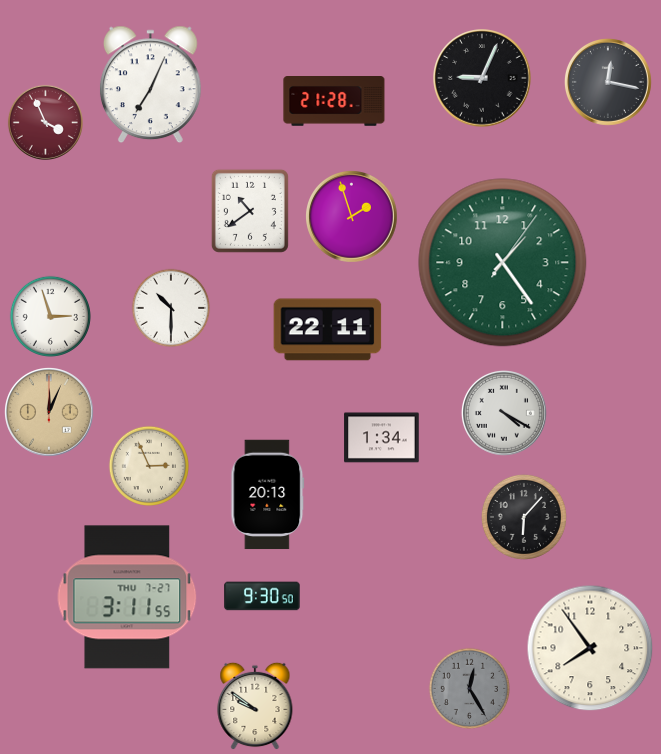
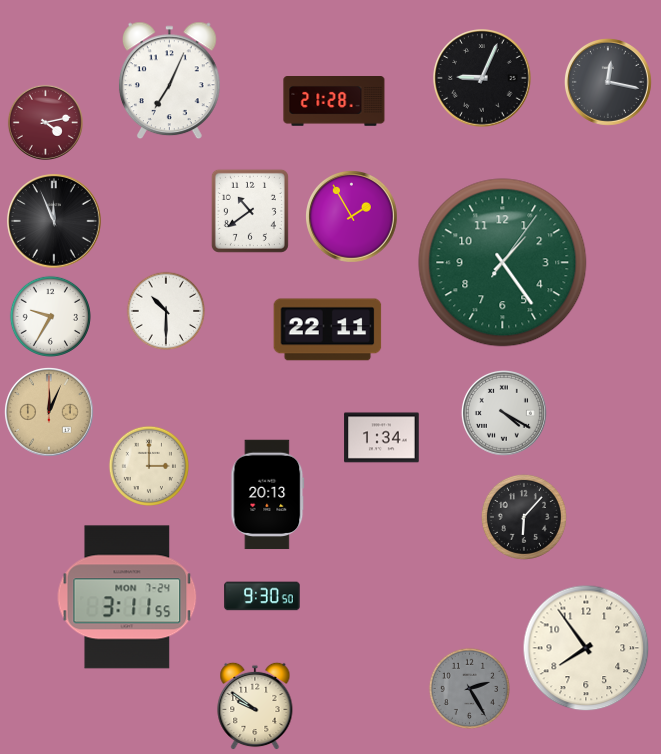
clock at (150, 85) position: (150, 85) -> (169, 81)
clock at (45, 122): 3:56 -> 4:13
clock at (352, 217): 1:57 -> 1:55
clock at (54, 221): none -> 11:56
clock at (171, 308) position: (171, 308) -> (166, 311)
clock at (50, 316): 2:57 -> 9:35
clock at (148, 465): 2:56 -> 3:00
clock at (127, 597) date: THU 7-27 -> MON 7-24
clock at (590, 648) position: (590, 648) -> (586, 648)
clock at (469, 688): 12:25 -> 2:25
